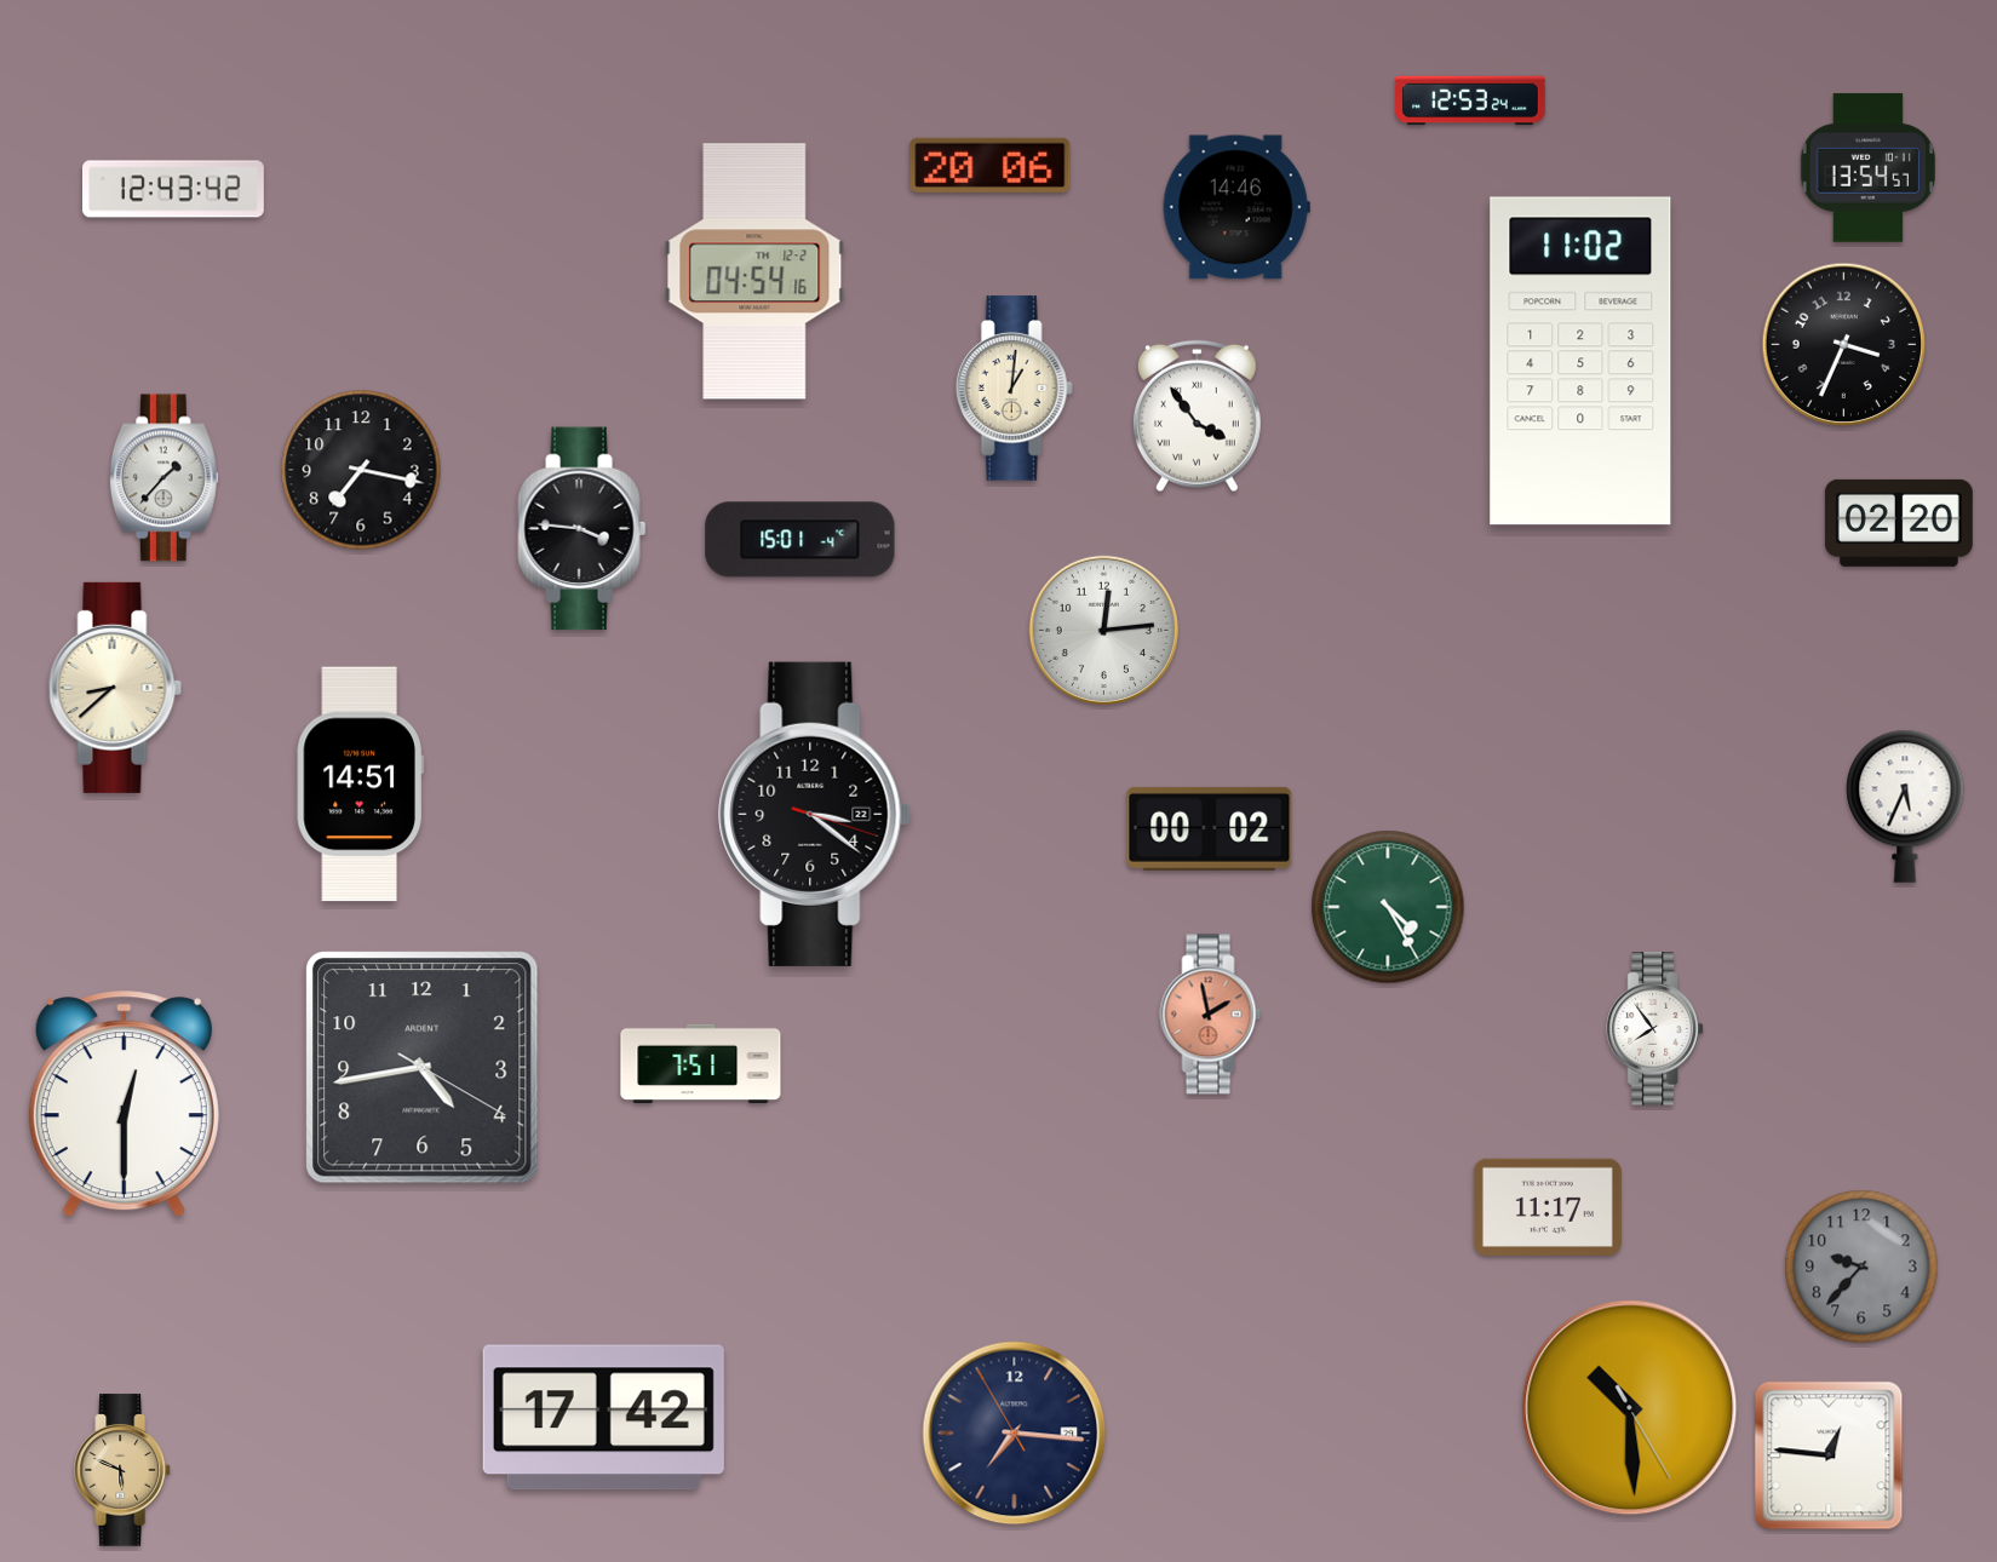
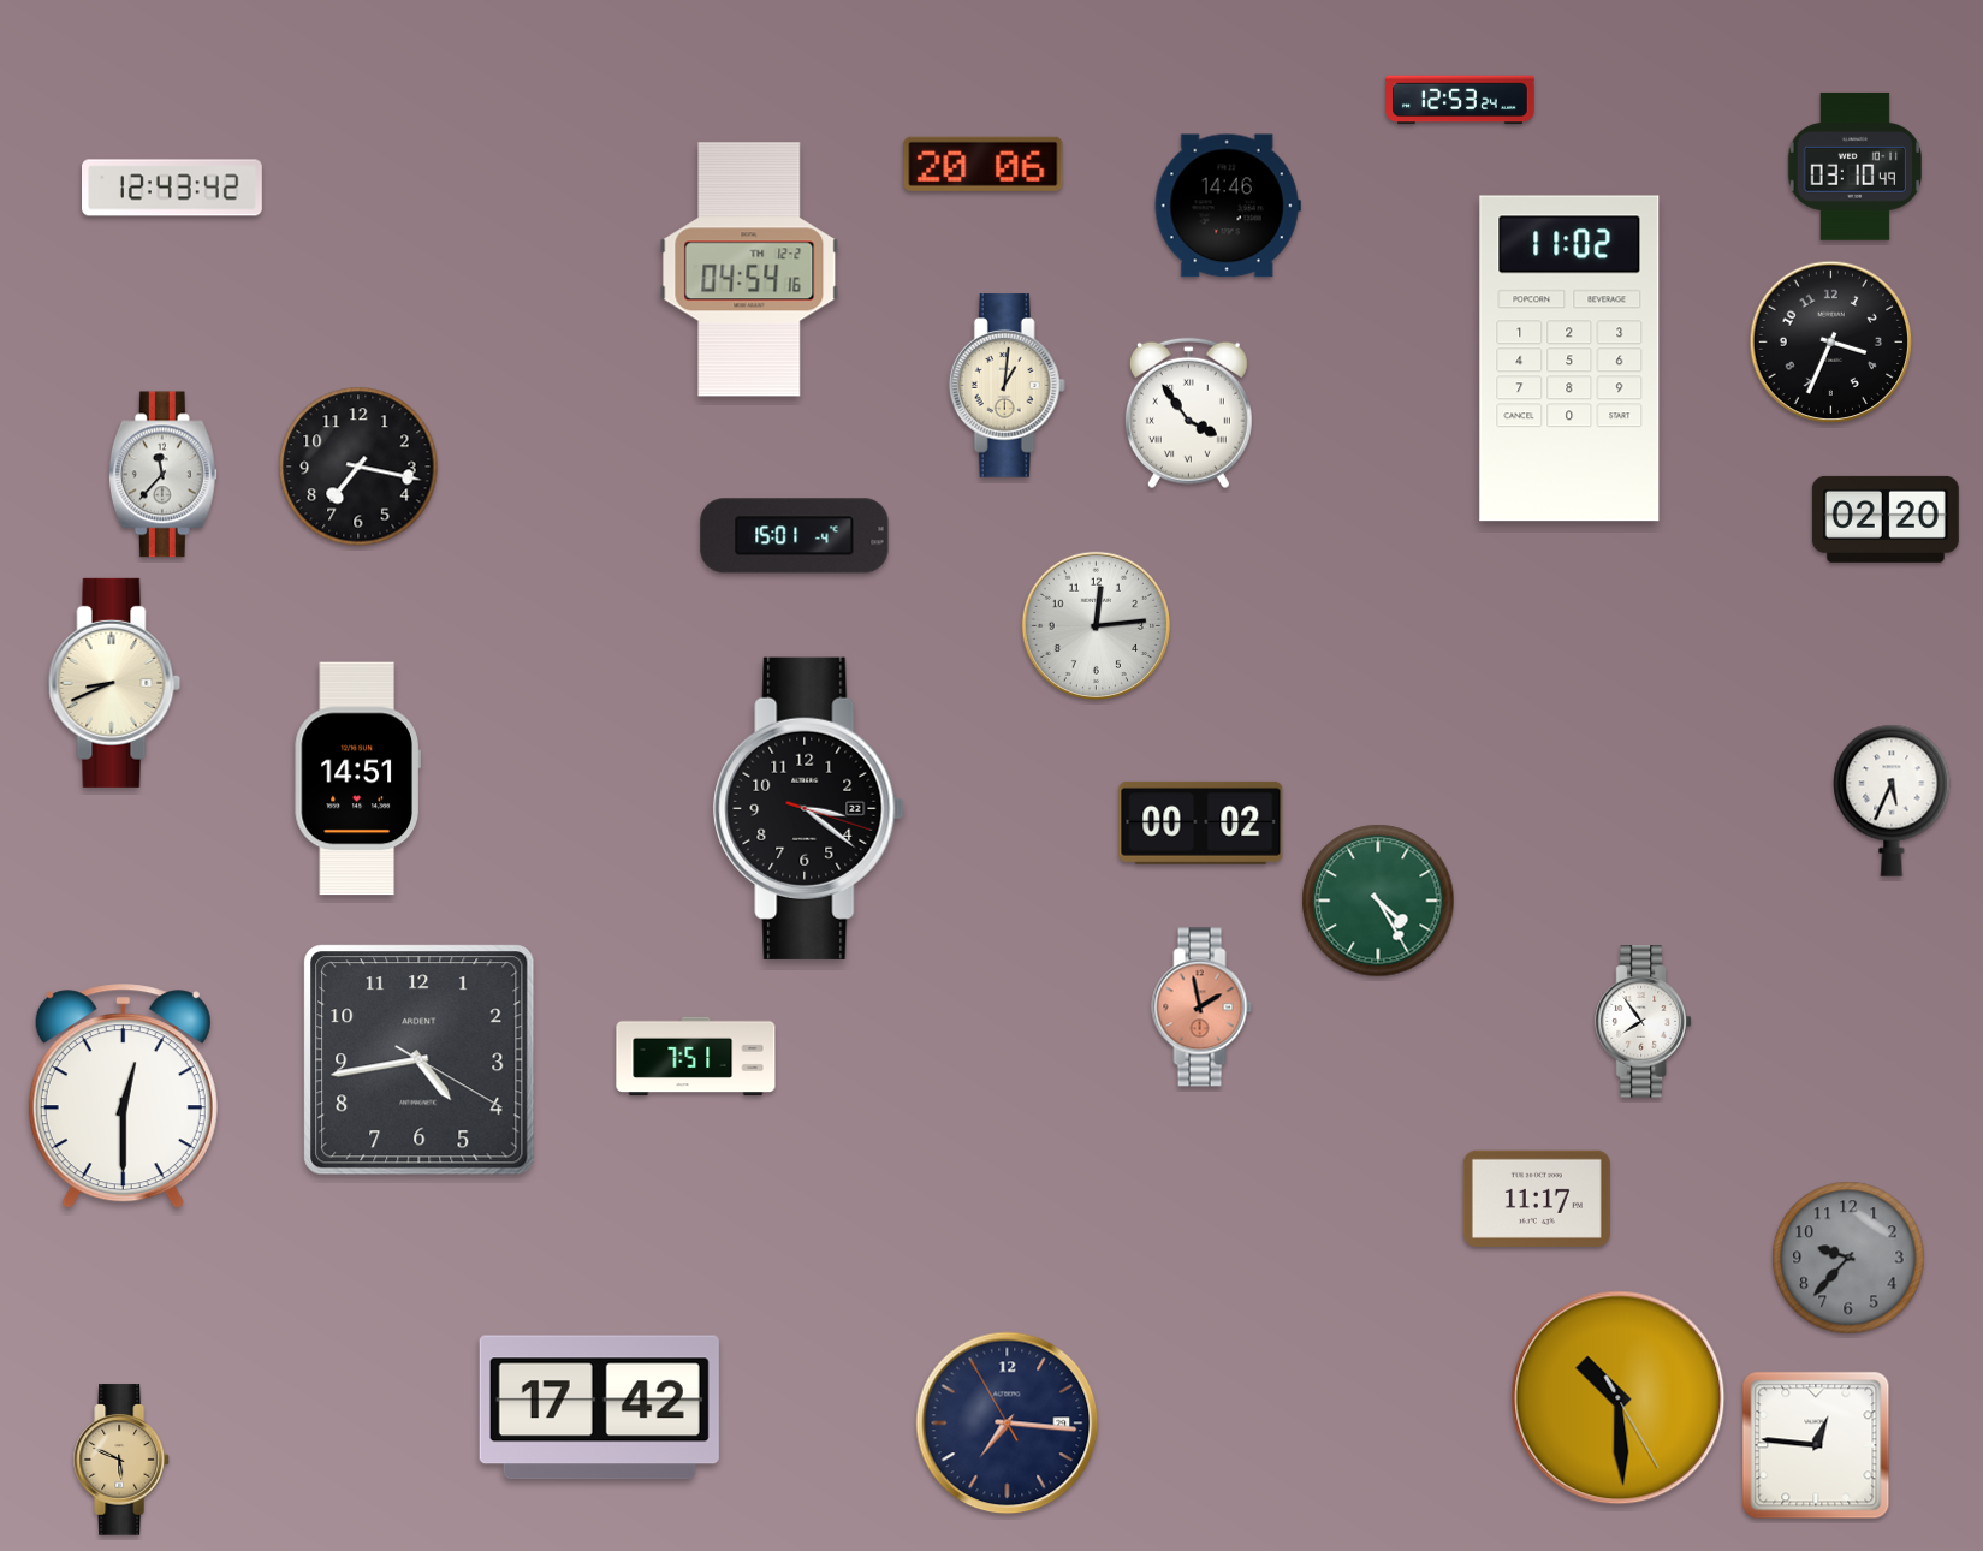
clock at (1867, 167): 13:54 -> 03:10
clock at (163, 478): 1:37 -> 11:37
clock at (583, 529): 3:46 -> none
clock at (115, 688): 8:38 -> 8:41
